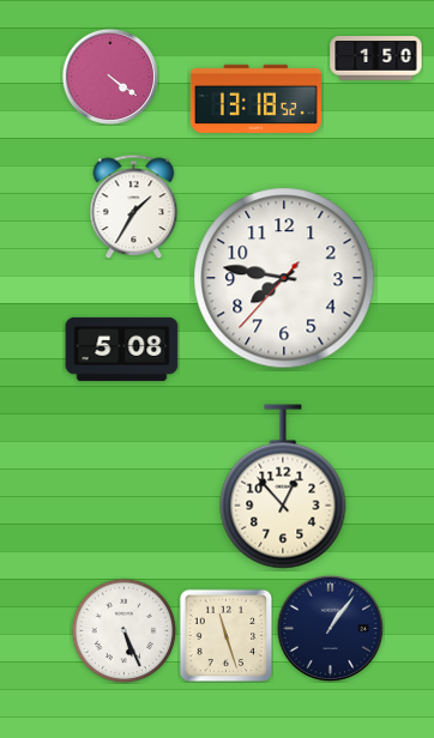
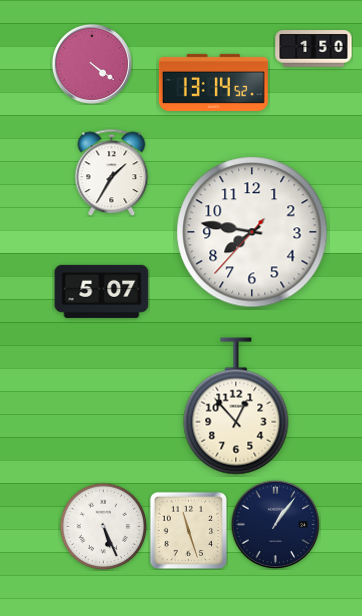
clock at (255, 98): 13:18 -> 13:14
clock at (284, 278) position: (284, 278) -> (252, 232)
clock at (122, 349): 5:08 -> 5:07
